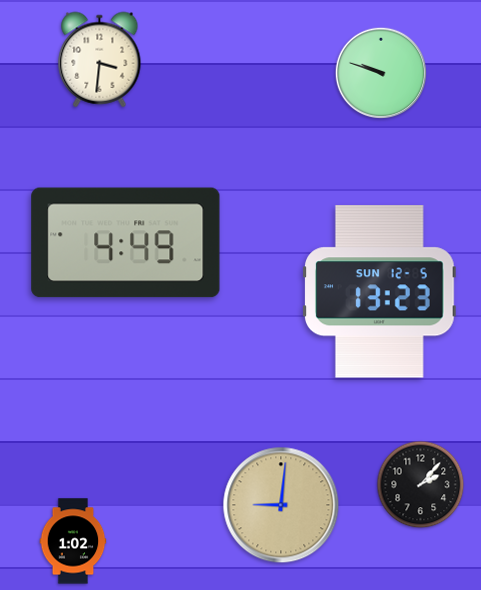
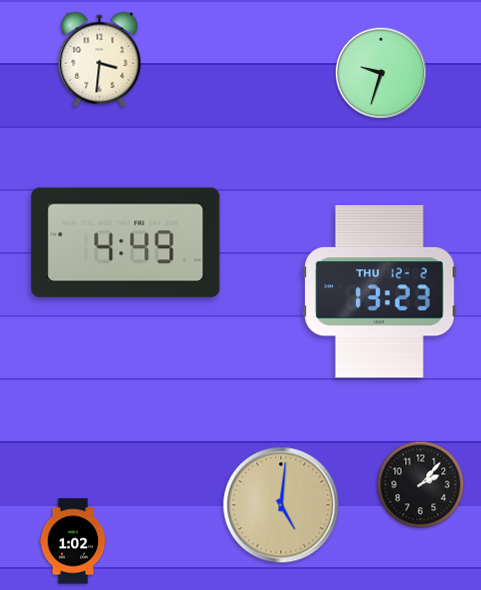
clock at (381, 73): 9:48 -> 9:33
clock at (380, 292) date: SUN 12-5 -> THU 12-2
clock at (281, 505): 9:01 -> 5:01
